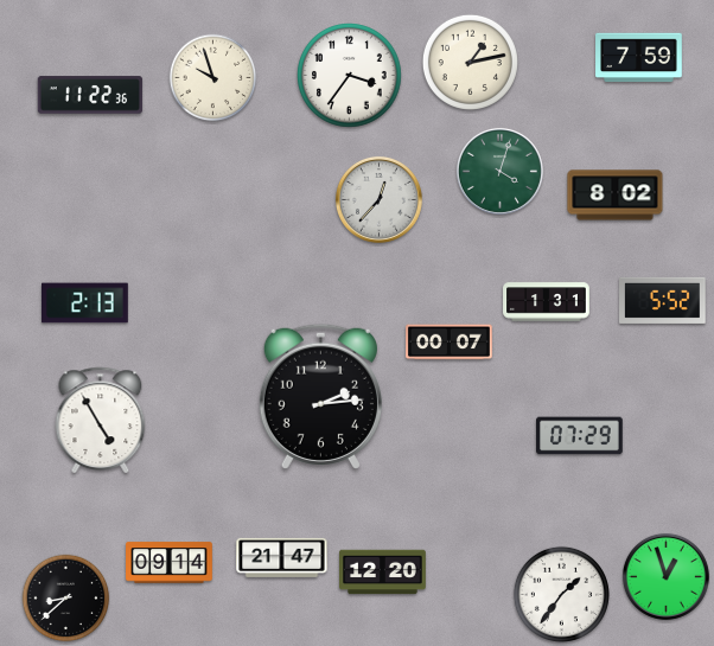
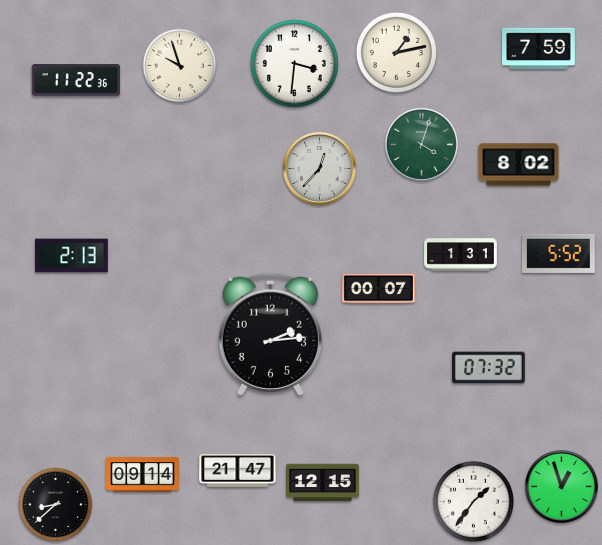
clock at (350, 76): 3:36 -> 3:31
clock at (101, 420): 4:55 -> none
clock at (580, 436): 07:29 -> 07:32
clock at (383, 573): 12:20 -> 12:15
